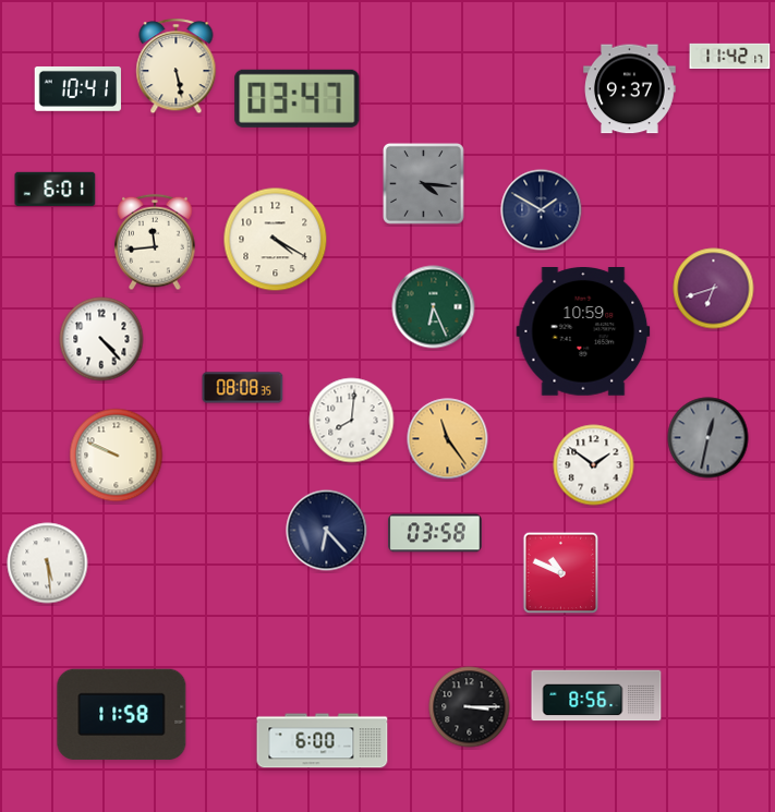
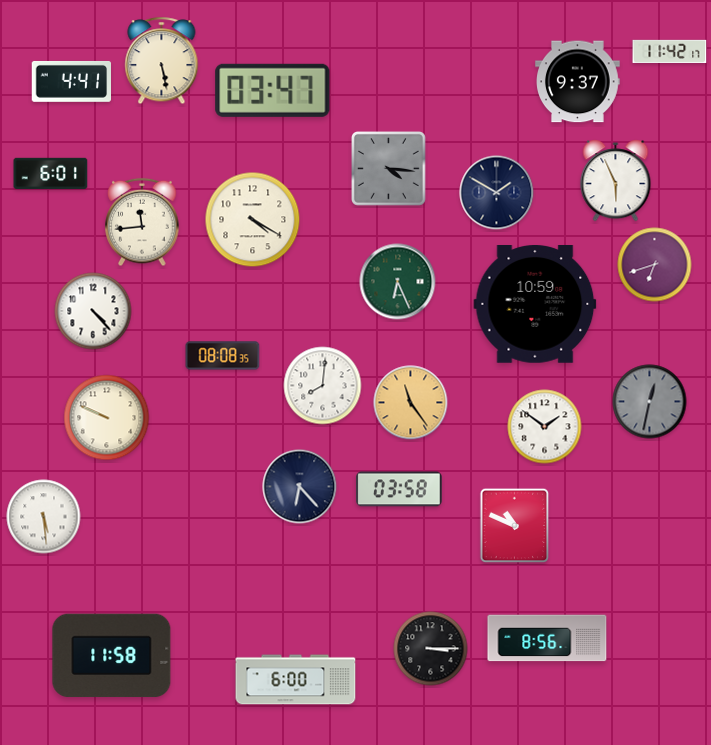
clock at (78, 88): 10:41 -> 4:41
clock at (616, 181): none -> 5:56
